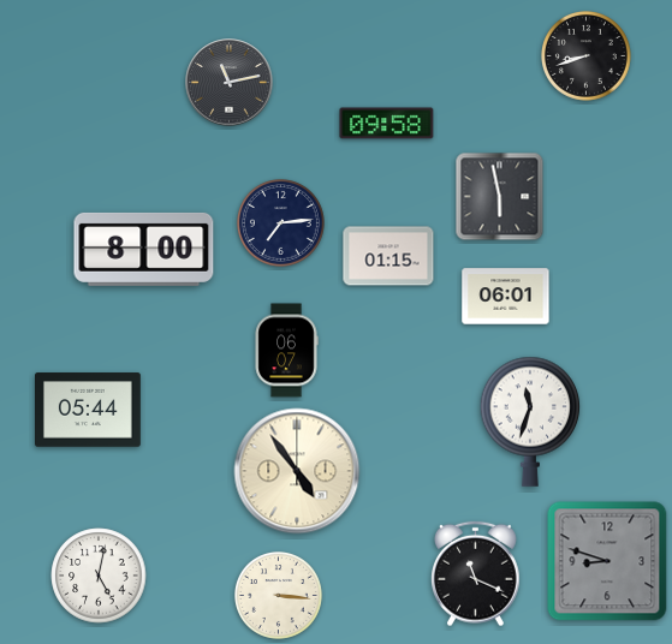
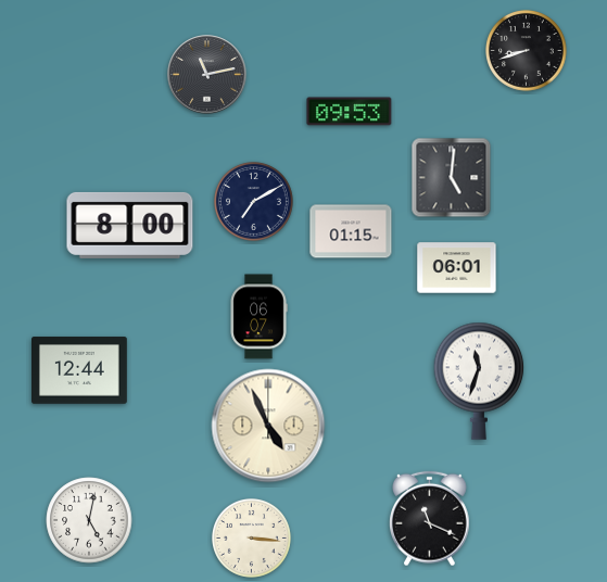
clock at (587, 56) position: (587, 56) -> (527, 51)
clock at (387, 124): 09:58 -> 09:53
clock at (500, 197): 5:58 -> 5:01
clock at (280, 222): 7:14 -> 7:10
clock at (89, 410): 05:44 -> 12:44
clock at (297, 471): 4:54 -> 4:56
clock at (607, 561): 8:48 -> none
